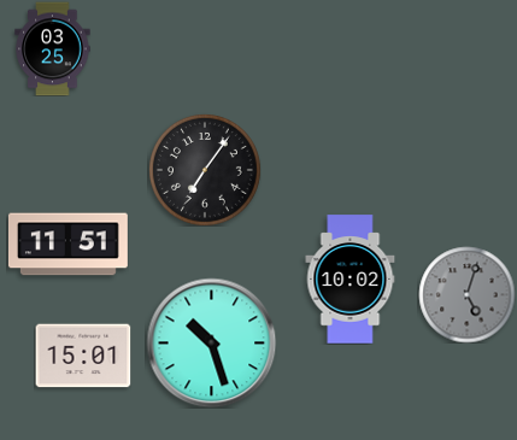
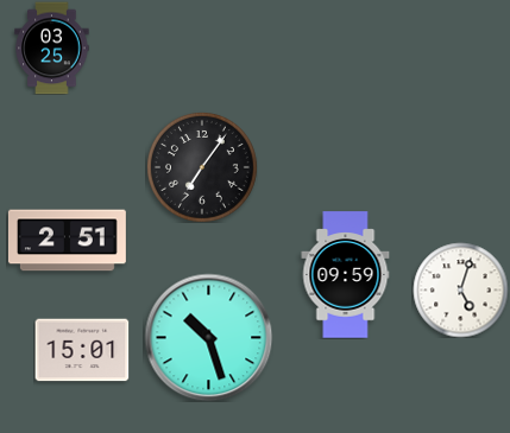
clock at (67, 245): 11:51 -> 2:51
clock at (351, 280): 10:02 -> 09:59
clock at (466, 294) dial: grey -> white
